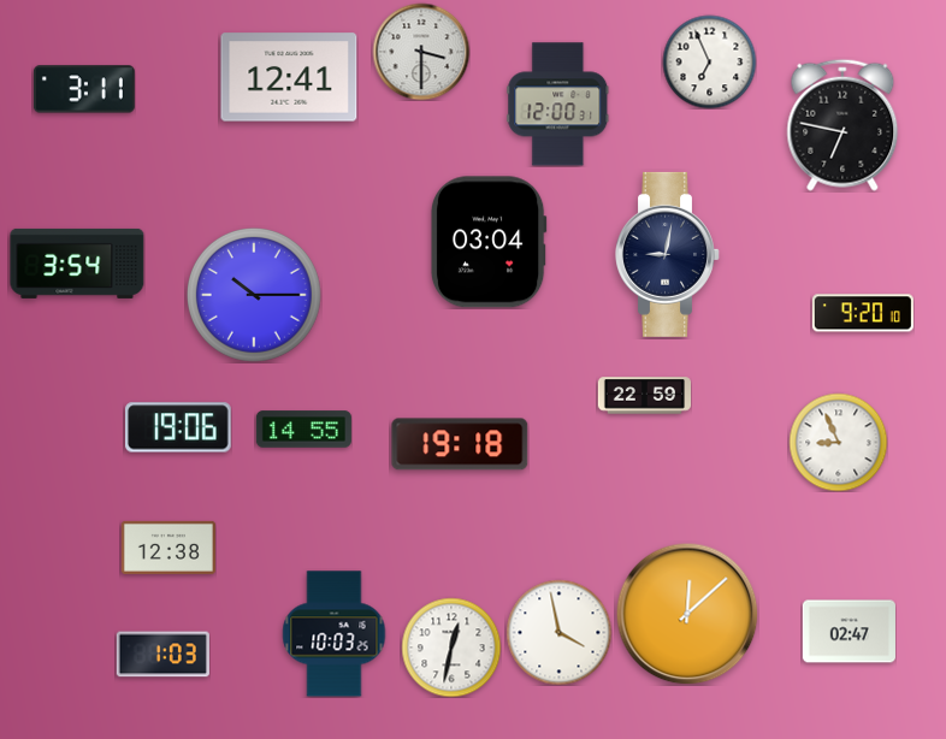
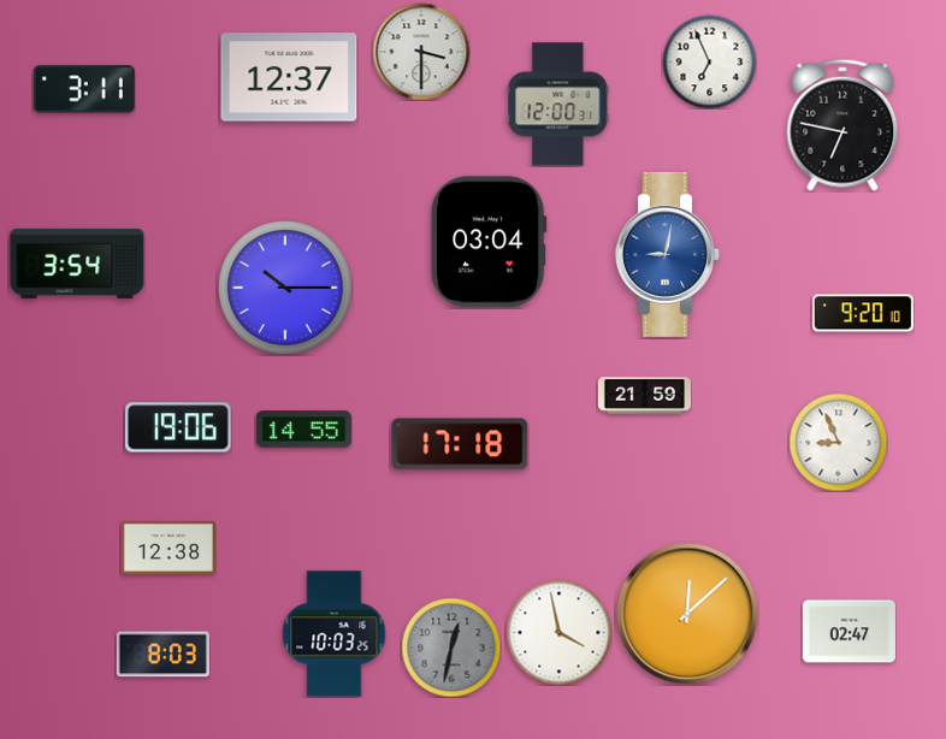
clock at (289, 77): 12:41 -> 12:37
clock at (668, 254) dial: navy -> blue
clock at (255, 296) position: (255, 296) -> (286, 289)
clock at (644, 396): 22:59 -> 21:59
clock at (460, 444): 19:18 -> 17:18
clock at (451, 648) dial: white -> grey
clock at (162, 655): 1:03 -> 8:03
